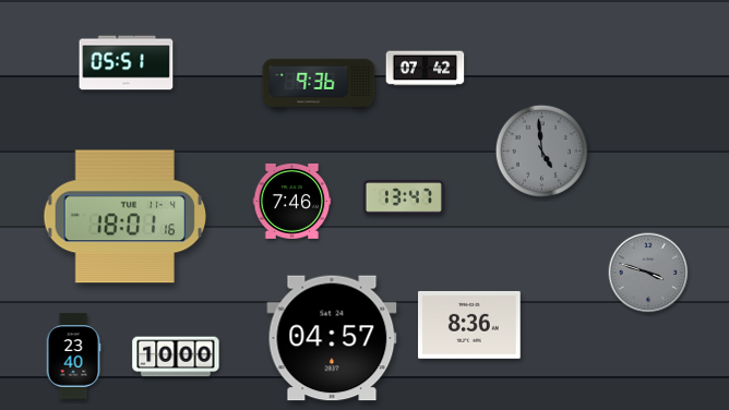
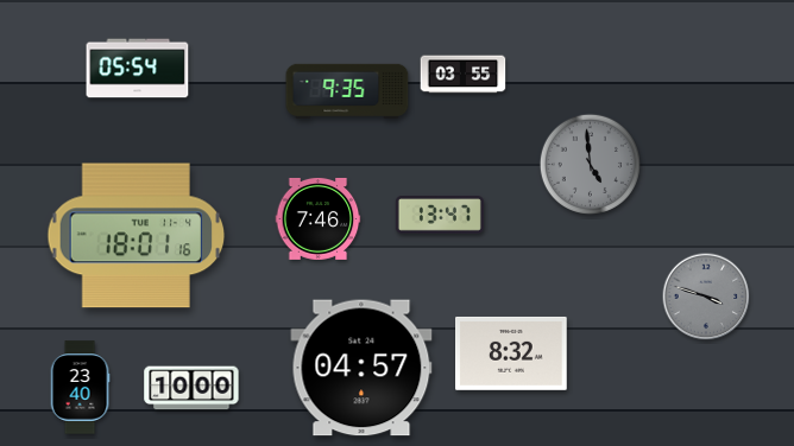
clock at (127, 63): 05:51 -> 05:54
clock at (426, 69): 07:42 -> 03:55
clock at (319, 84): 9:36 -> 9:35
clock at (470, 325): 8:36 -> 8:32
